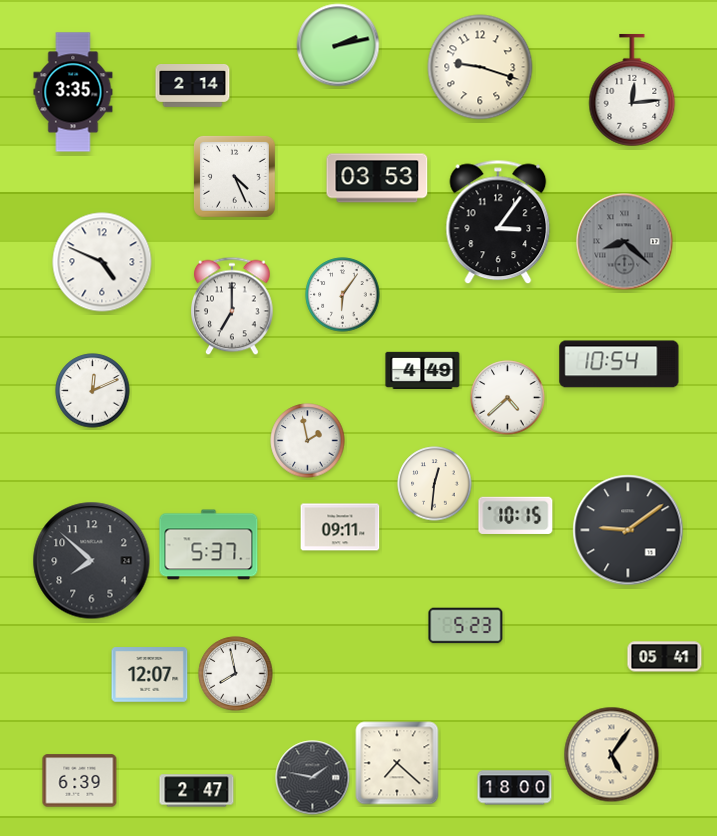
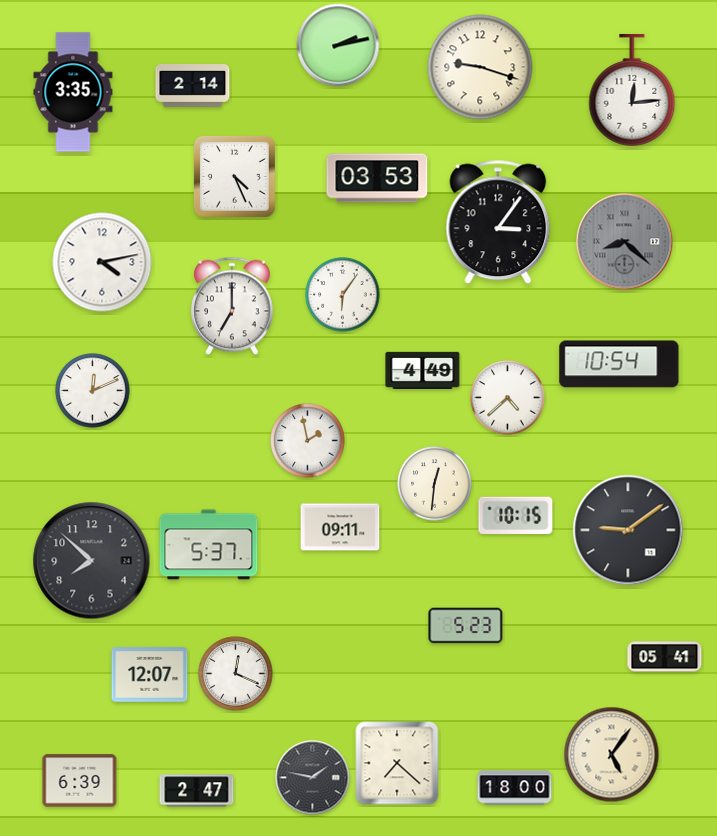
clock at (102, 262): 4:49 -> 4:13
clock at (236, 674): 7:58 -> 12:19
